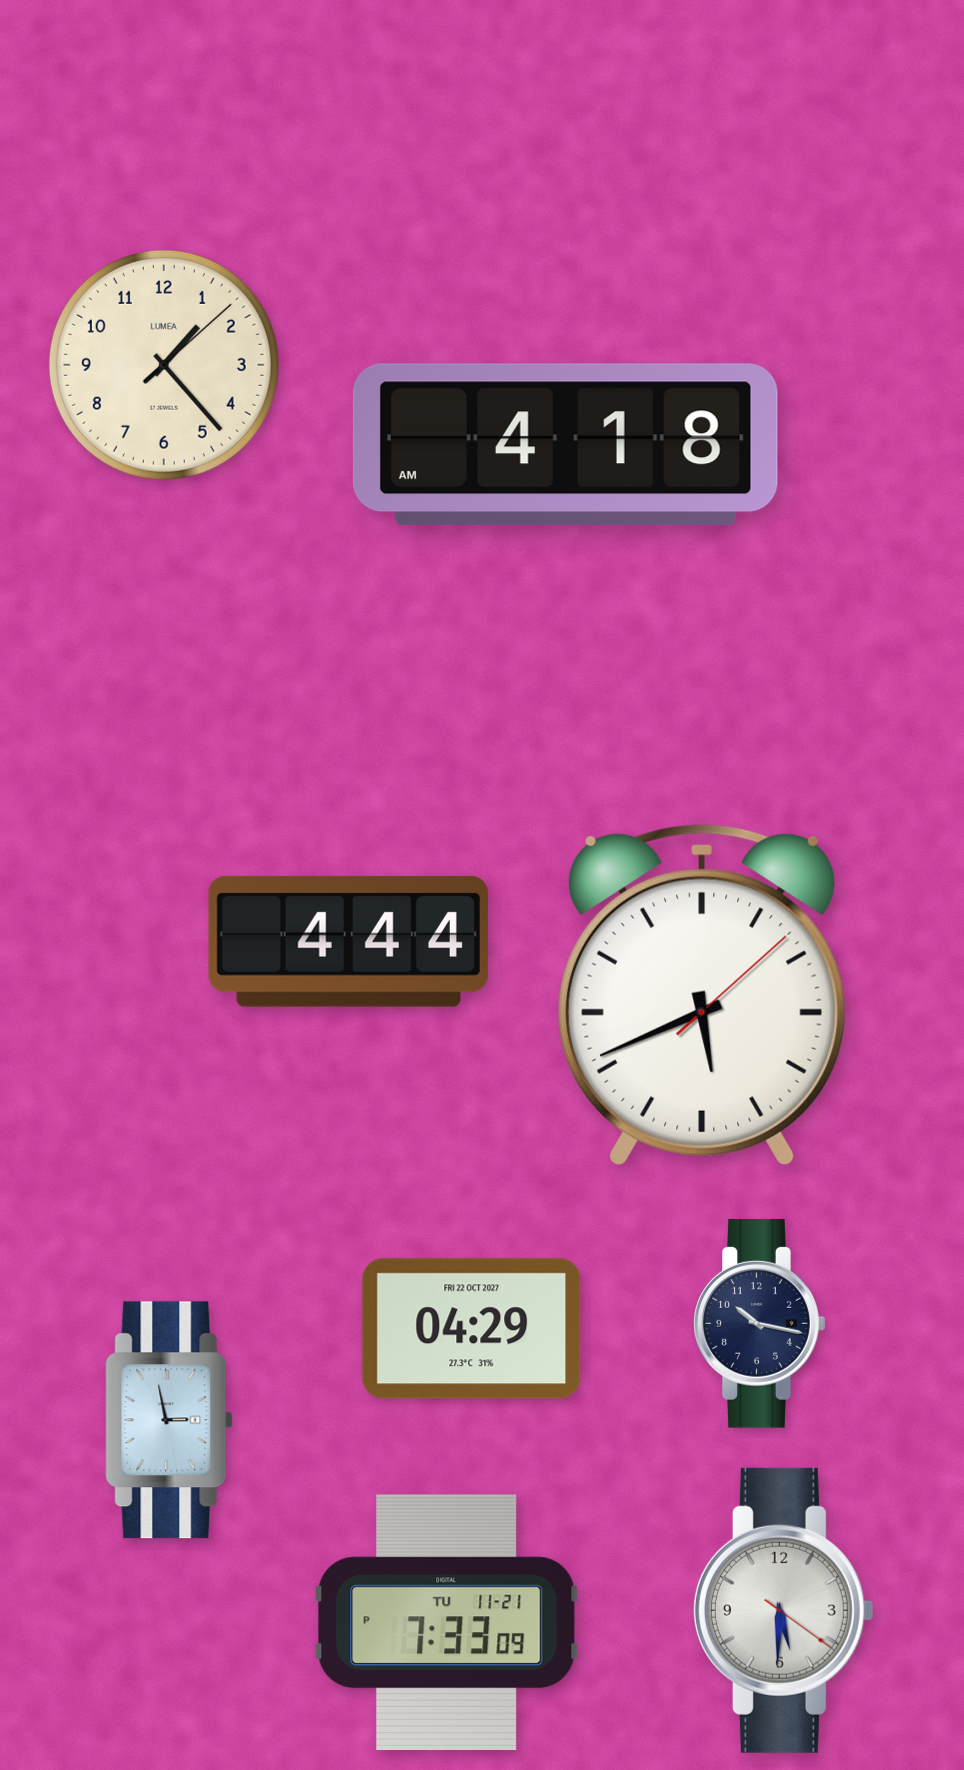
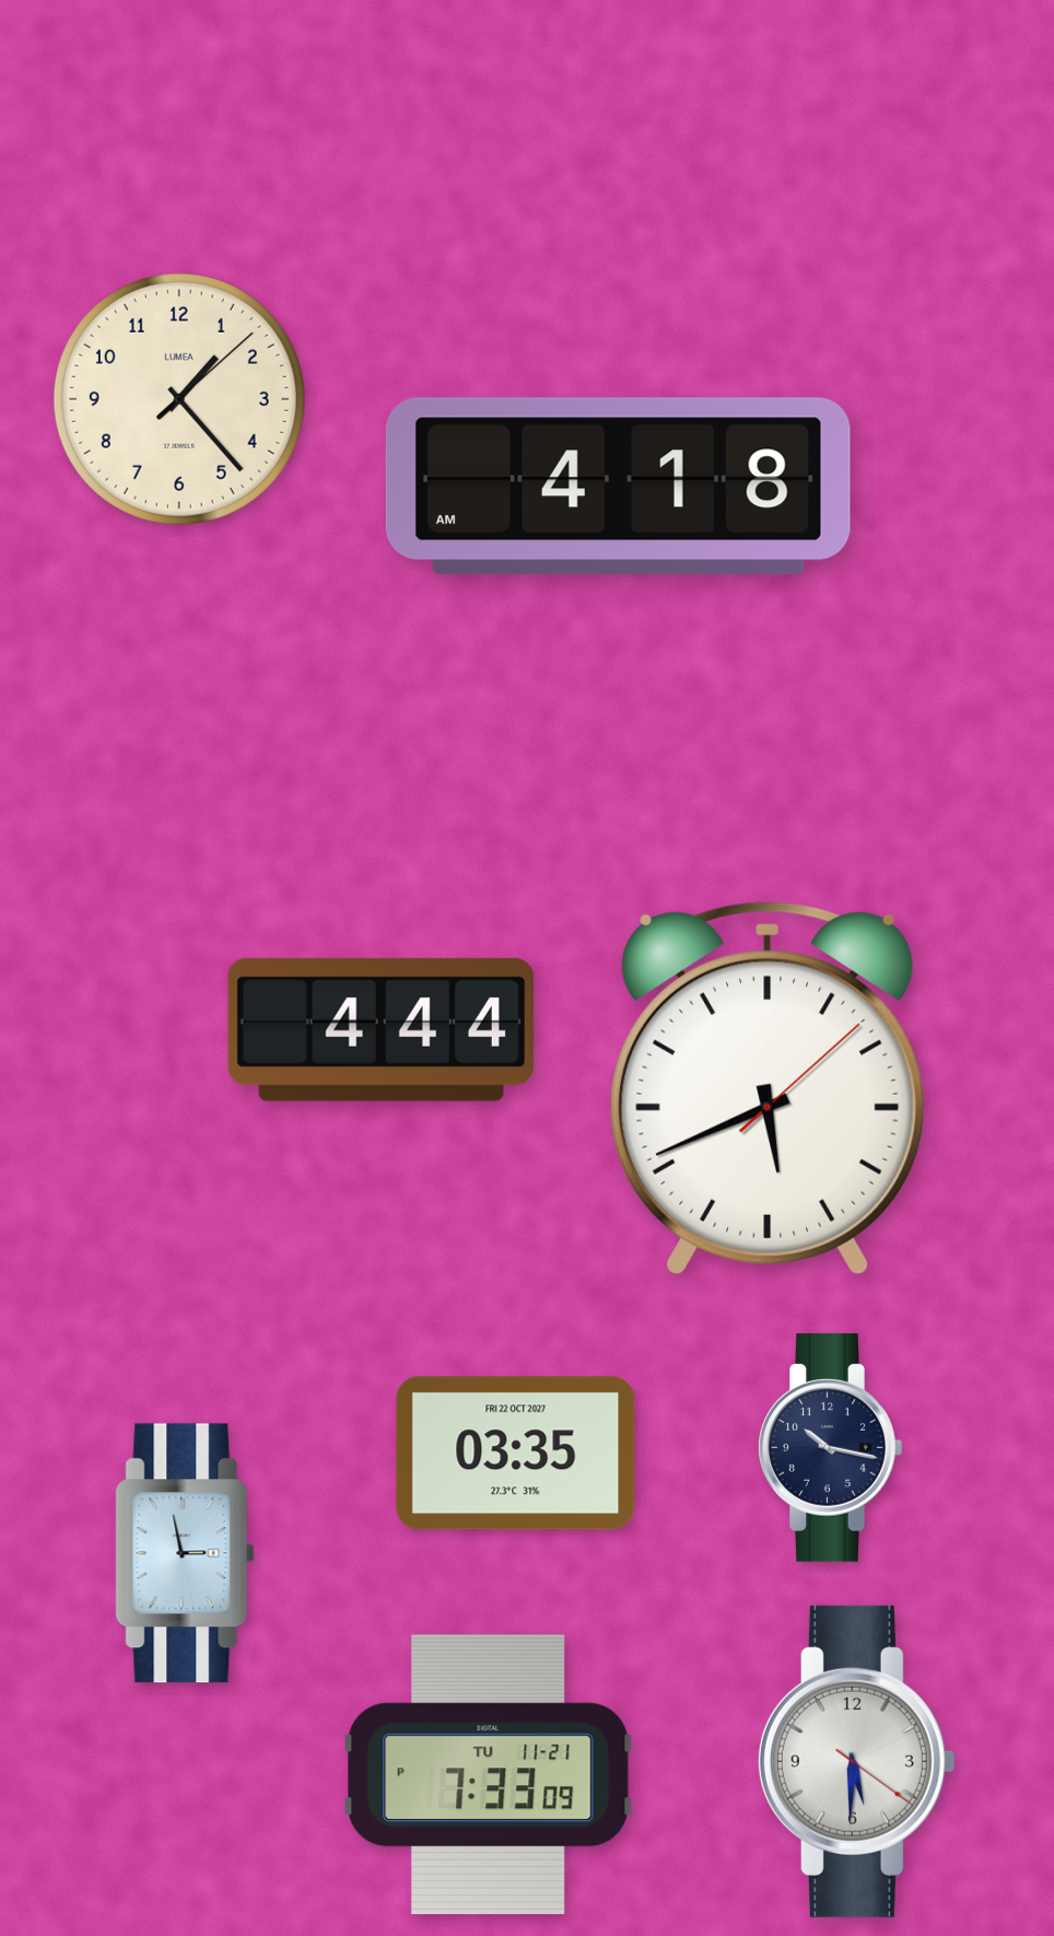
clock at (472, 1329): 04:29 -> 03:35
